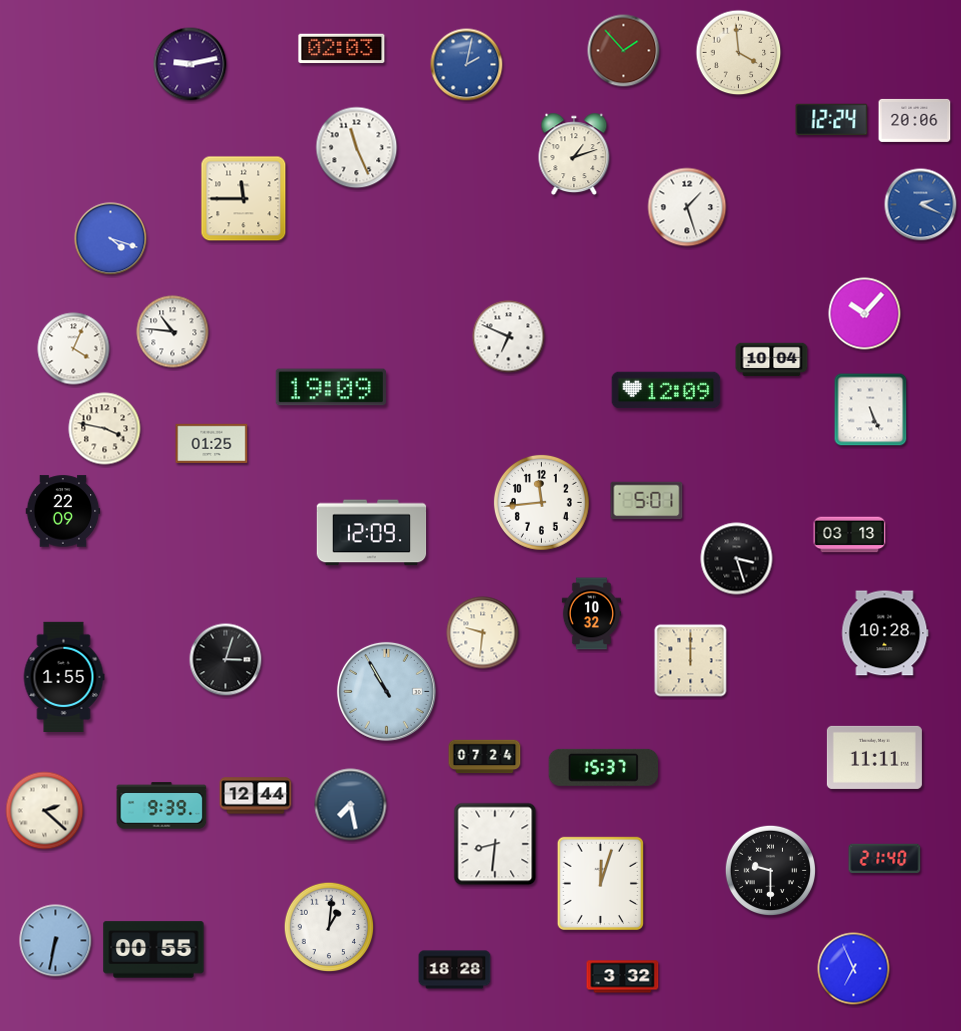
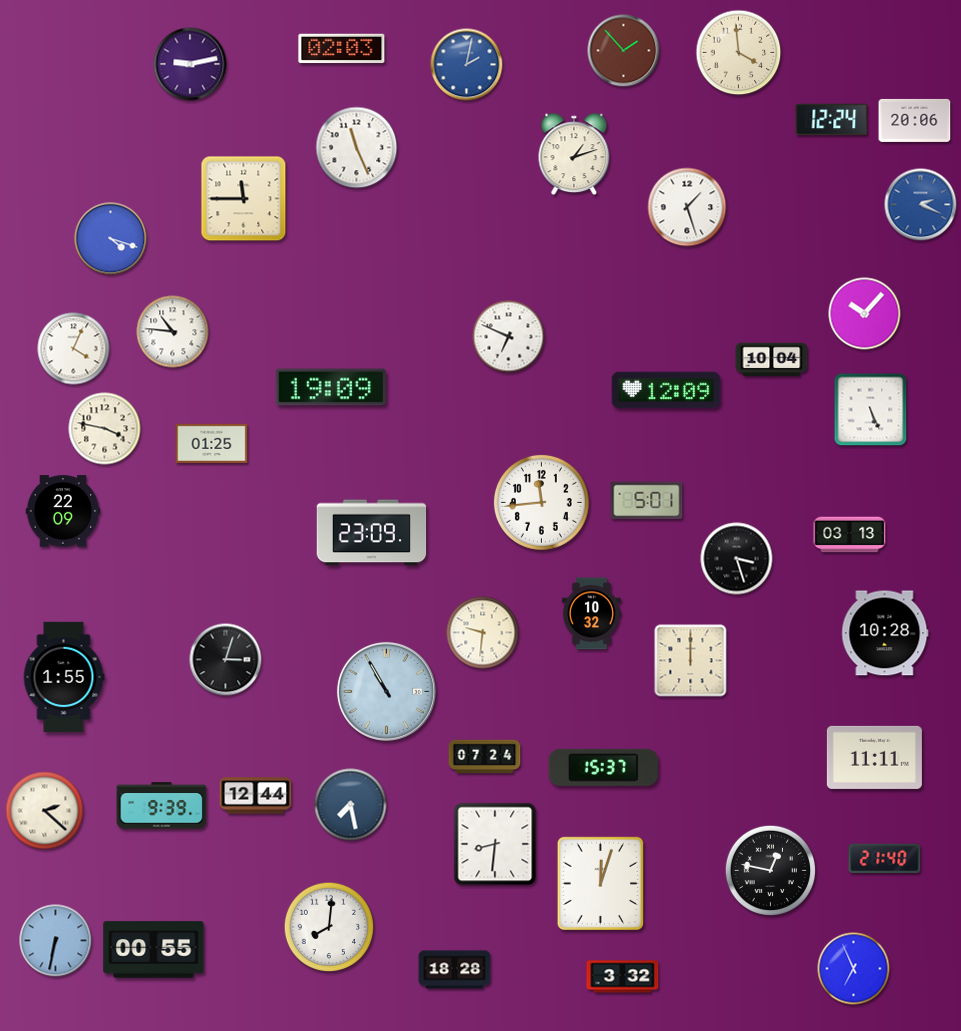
clock at (372, 533): 12:09 -> 23:09
clock at (770, 870): 9:30 -> 12:47
clock at (329, 927): 1:01 -> 8:01
